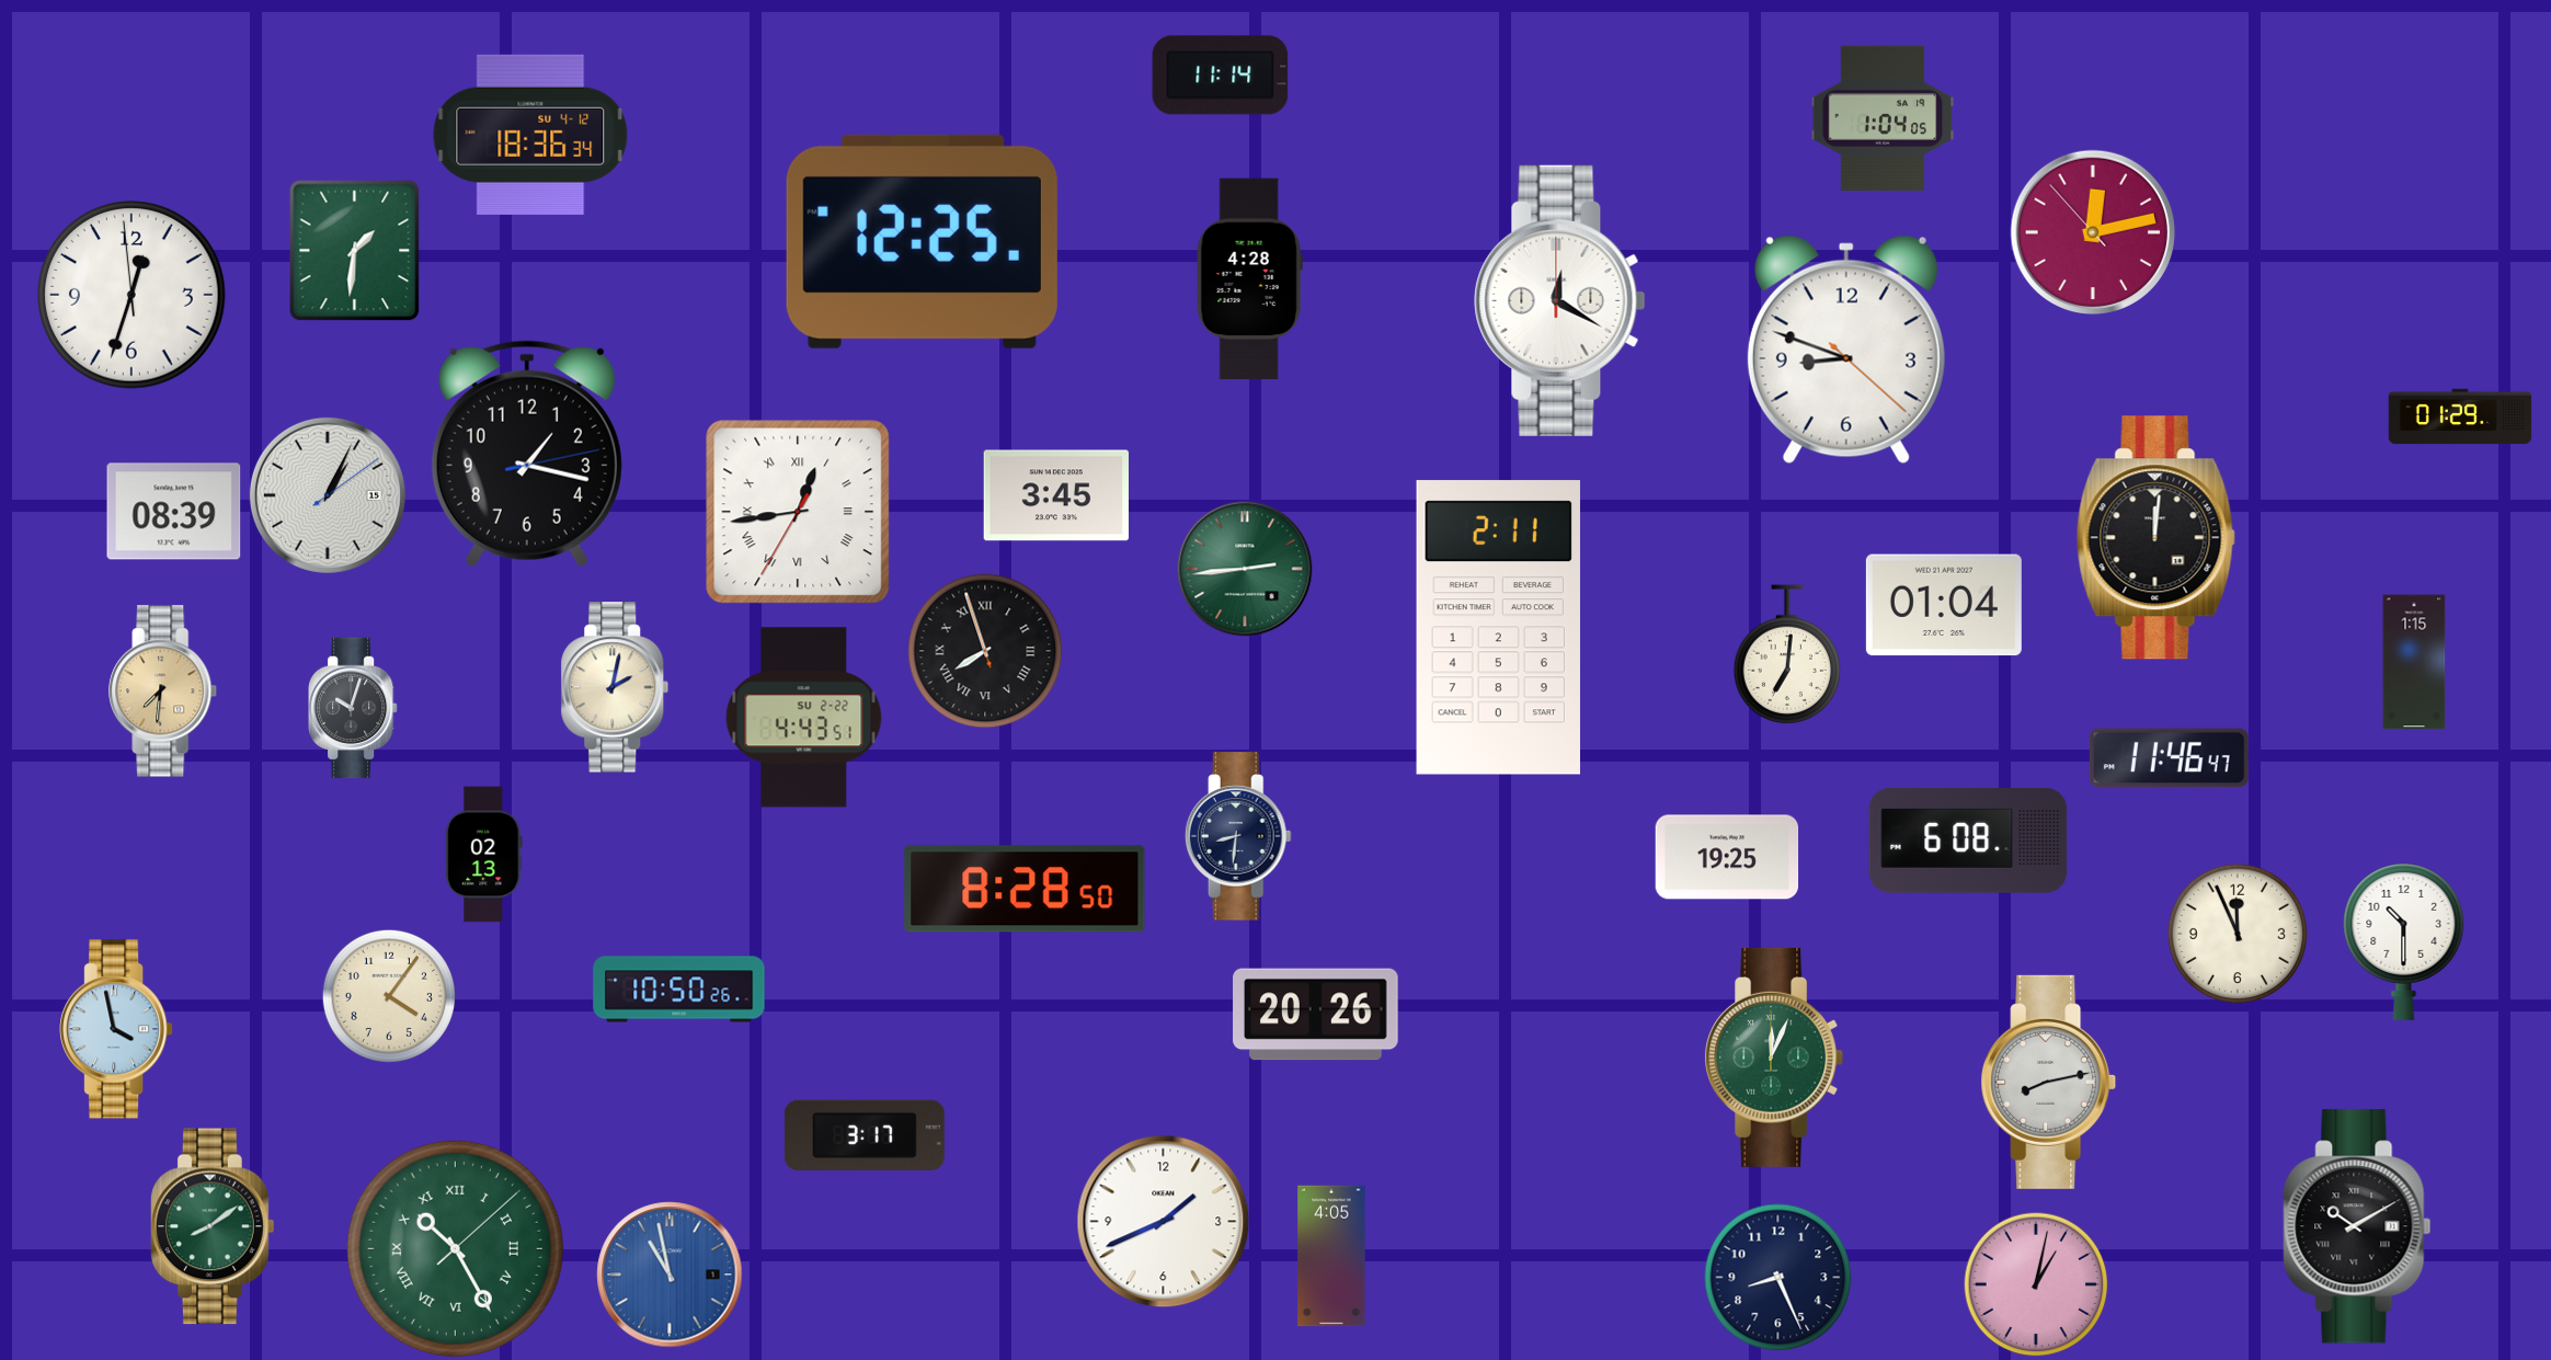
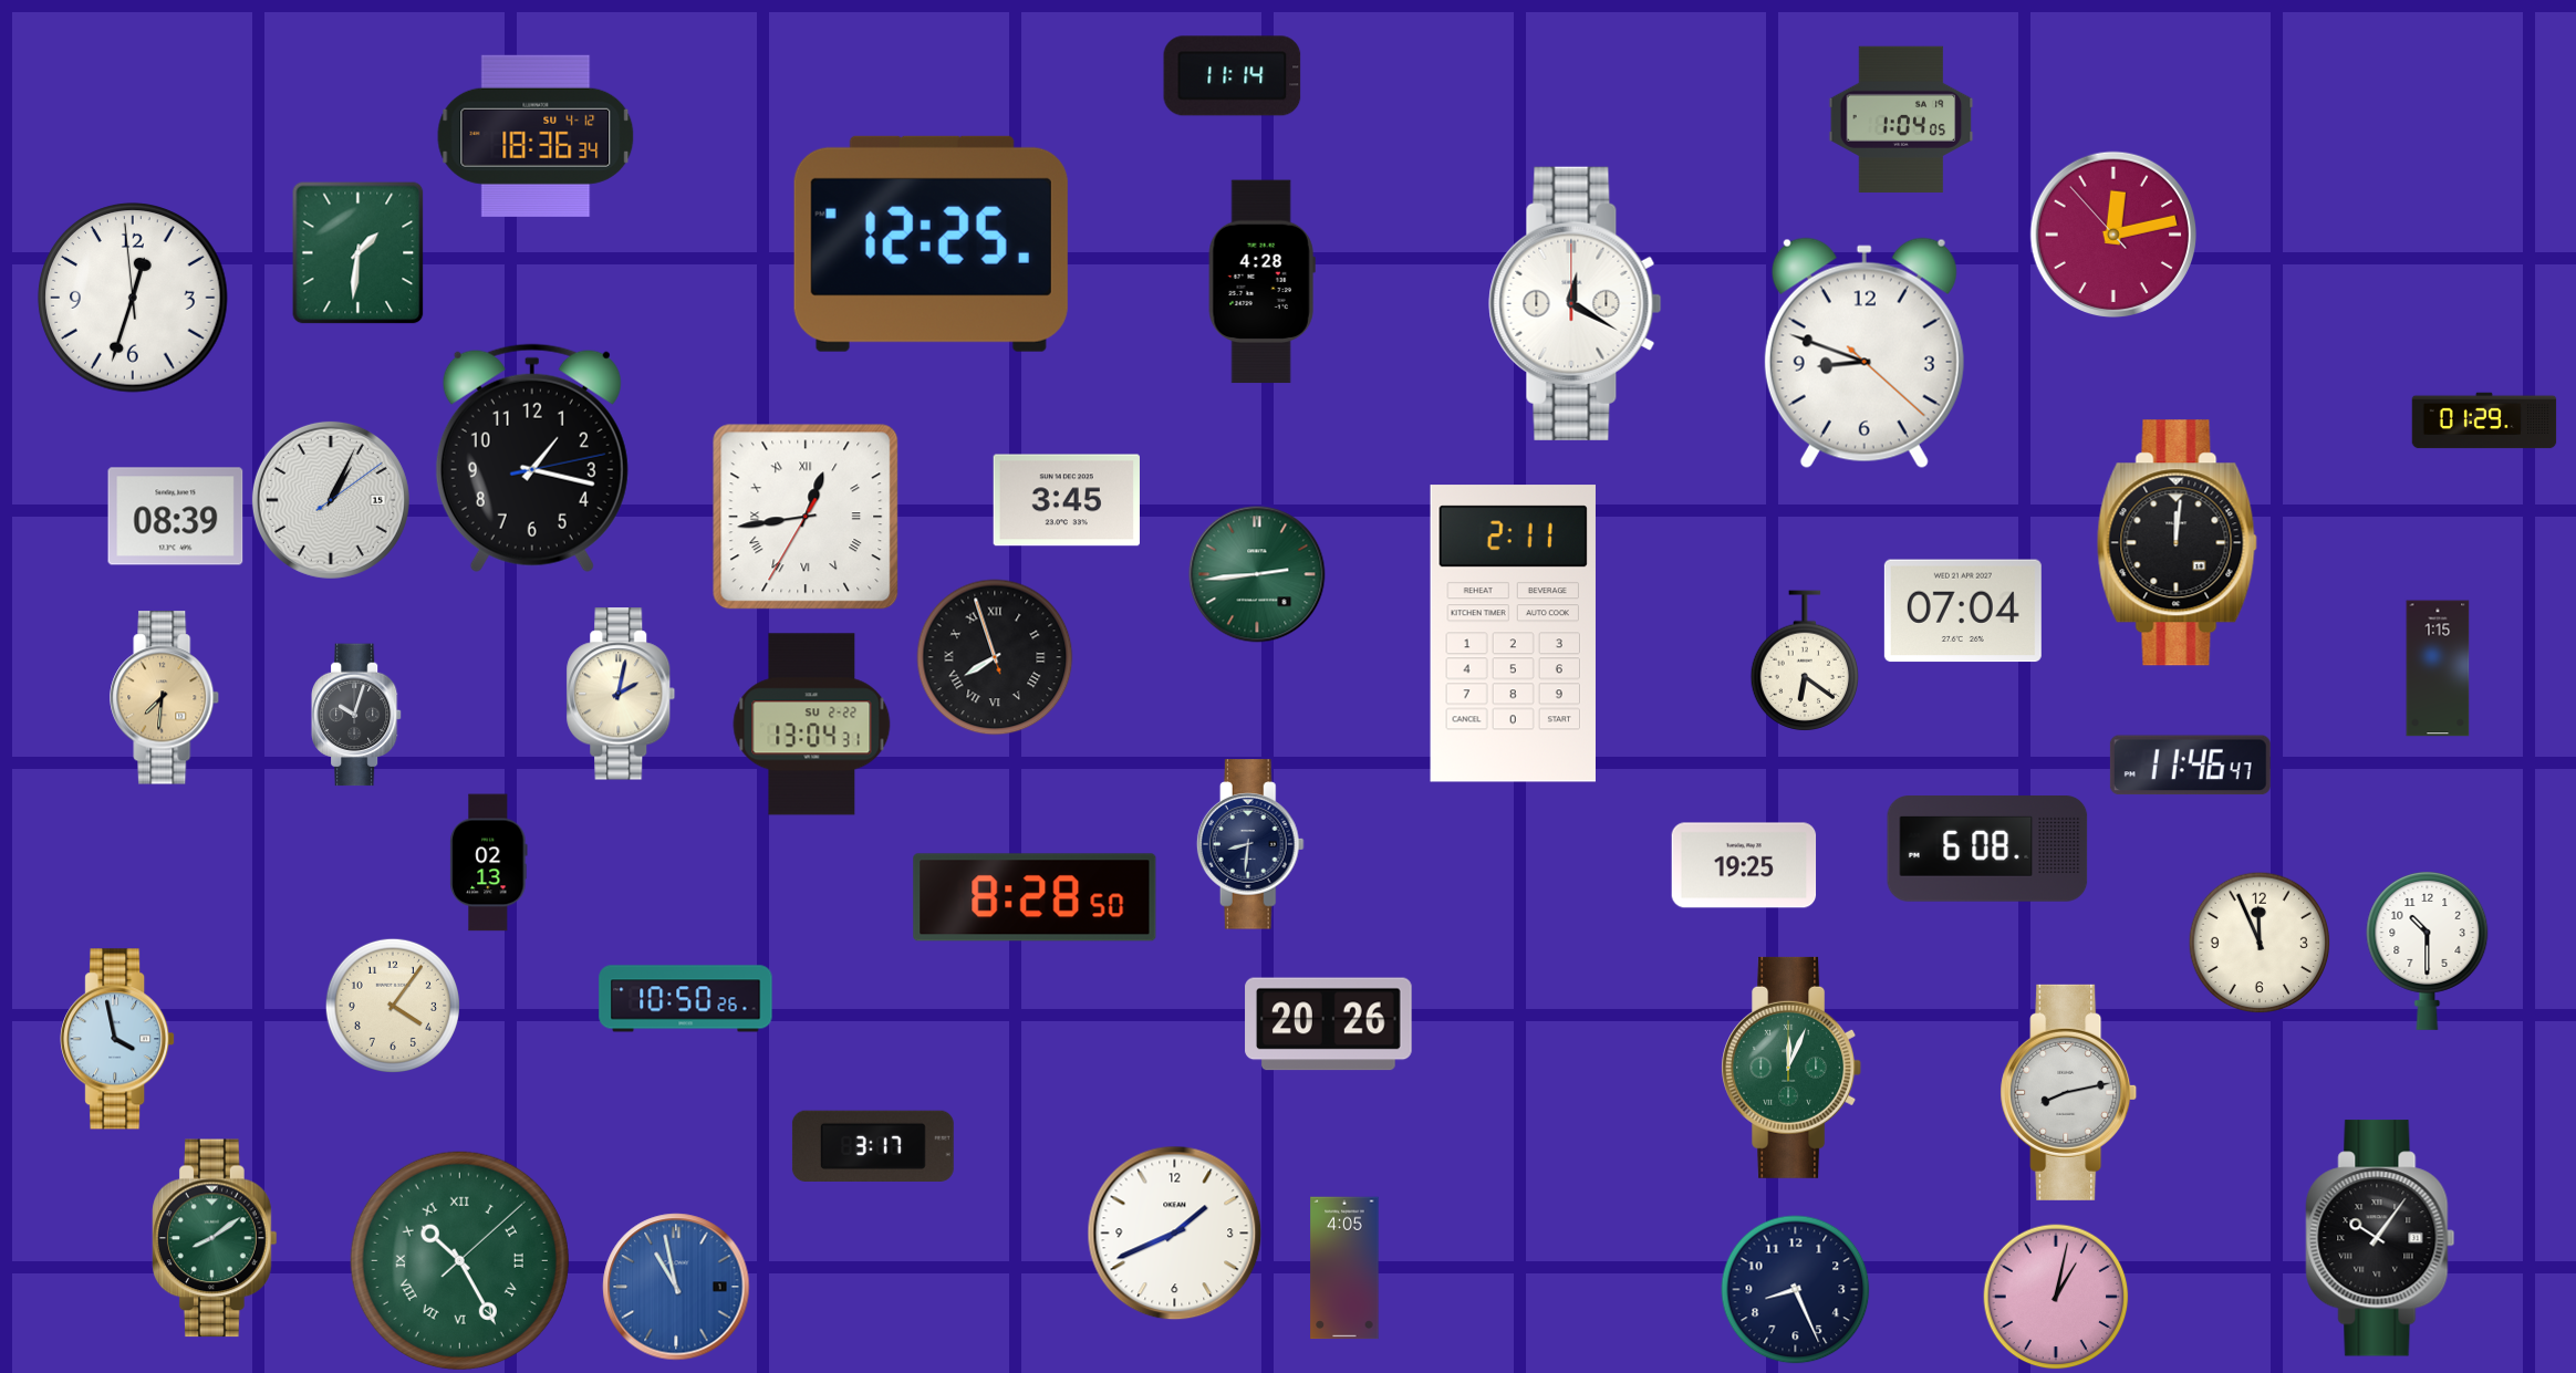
clock at (1944, 605): 01:04 -> 07:04
clock at (1786, 654): 7:01 -> 6:21
clock at (804, 718): 4:43 -> 13:04
clock at (2357, 1226): 10:10 -> 10:06
